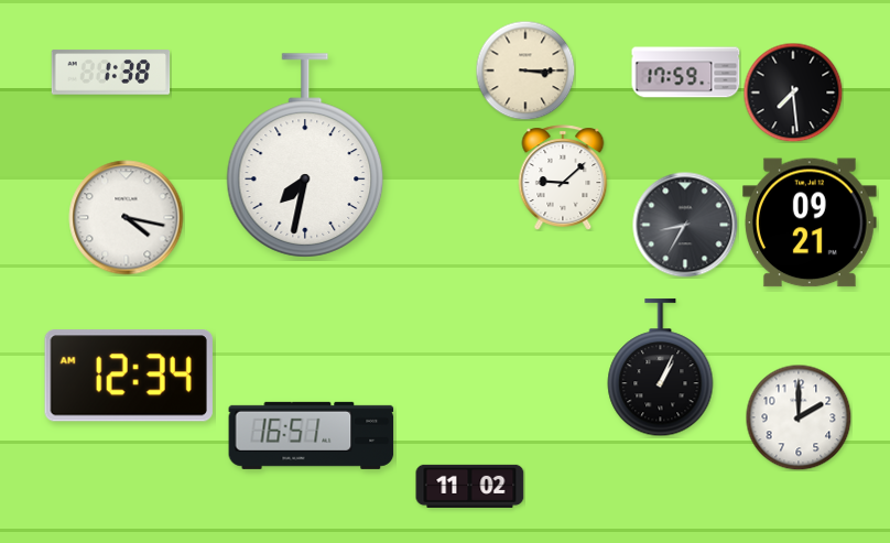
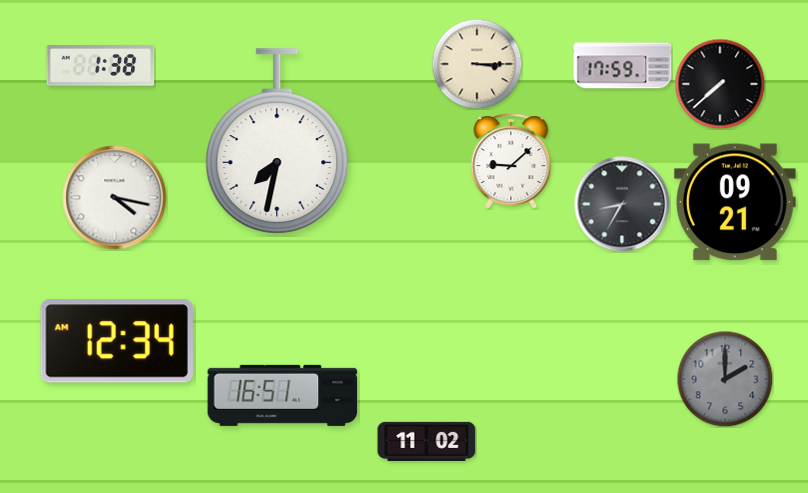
clock at (793, 93): 7:29 -> 7:38
clock at (661, 368): 1:04 -> none
clock at (799, 417) dial: white -> grey
